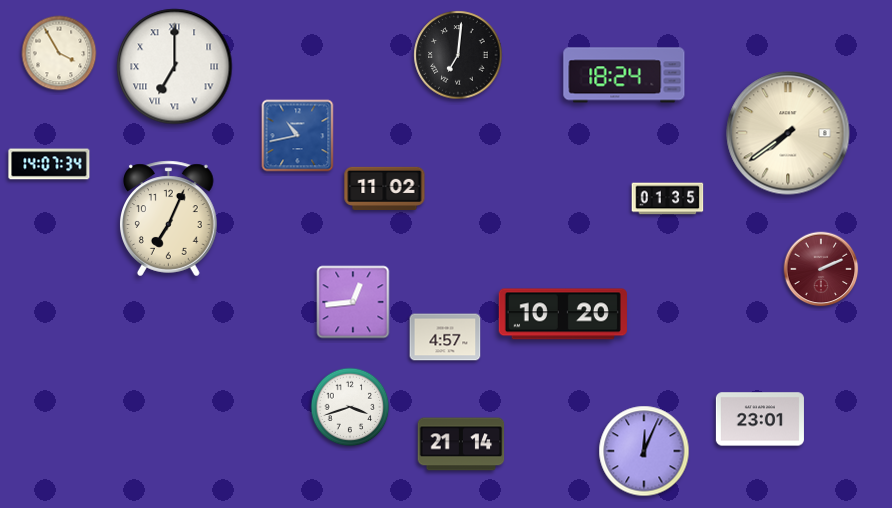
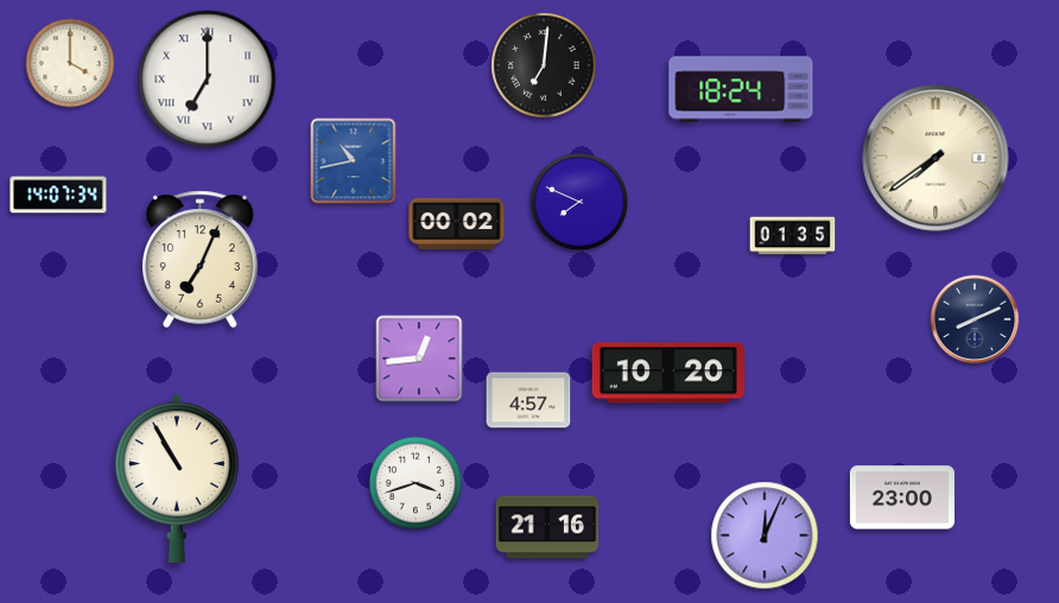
clock at (59, 53): 3:55 -> 4:00
clock at (579, 202): none -> 7:49
clock at (385, 188): 11:02 -> 00:02
clock at (821, 269): 2:11 -> 8:11
clock at (821, 269) dial: burgundy -> navy
clock at (177, 478): none -> 10:55
clock at (760, 419): 23:01 -> 23:00
clock at (461, 444): 21:14 -> 21:16
